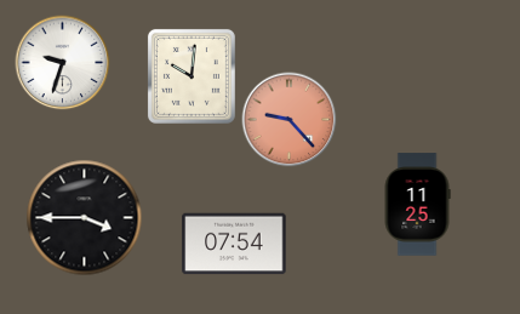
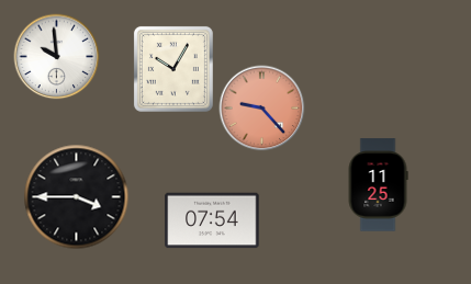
clock at (62, 62): 9:33 -> 9:59
clock at (192, 76): 10:01 -> 10:05
